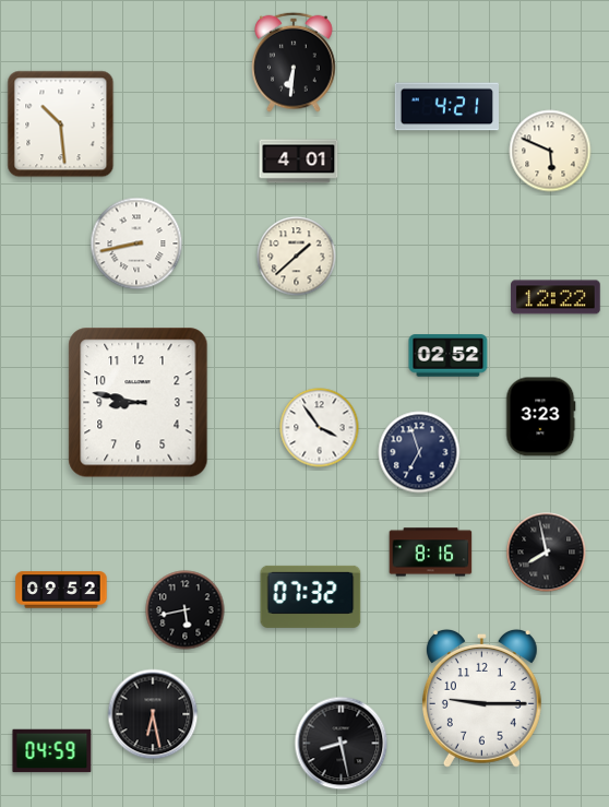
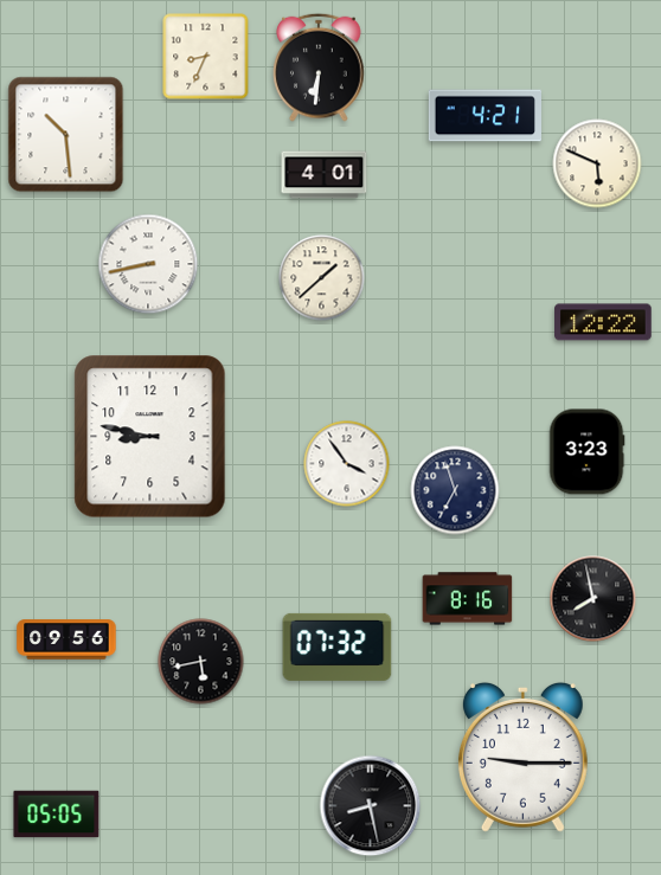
clock at (206, 57): none -> 8:34
clock at (449, 356): 02:52 -> none
clock at (61, 590): 09:52 -> 09:56
clock at (153, 714): 6:28 -> none
clock at (52, 751): 04:59 -> 05:05
